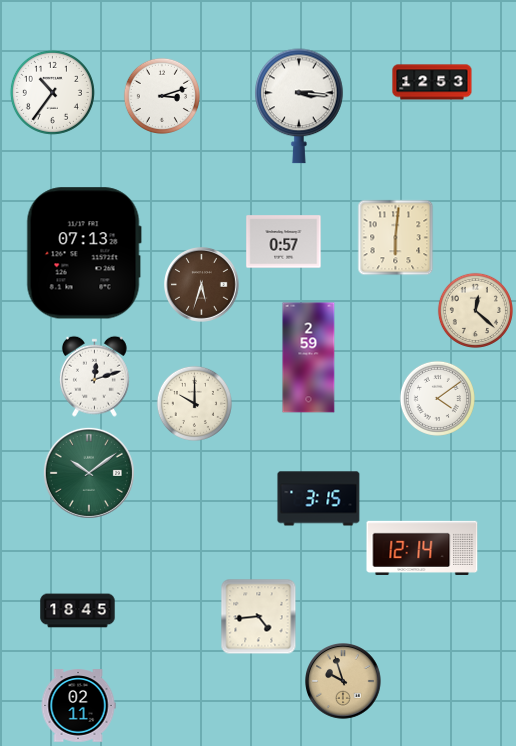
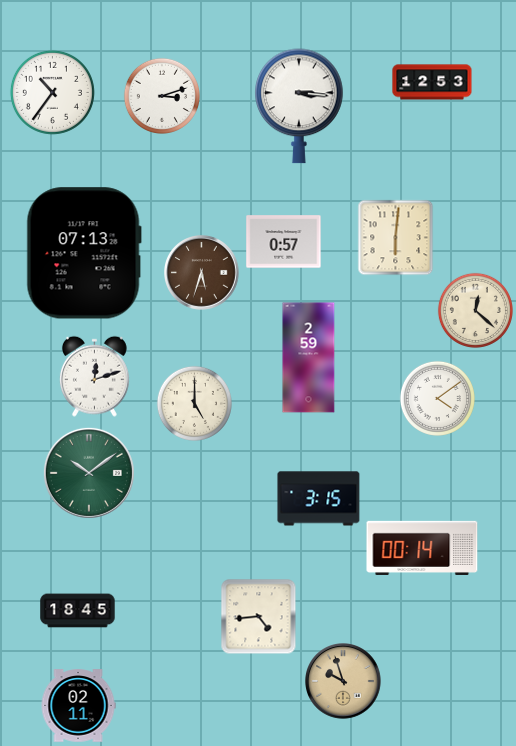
clock at (202, 285) position: (202, 285) -> (202, 273)
clock at (194, 403): 10:00 -> 5:00
clock at (422, 548): 12:14 -> 00:14
